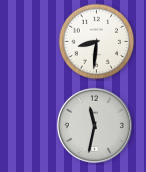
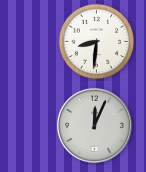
clock at (94, 125): 11:32 -> 12:04
